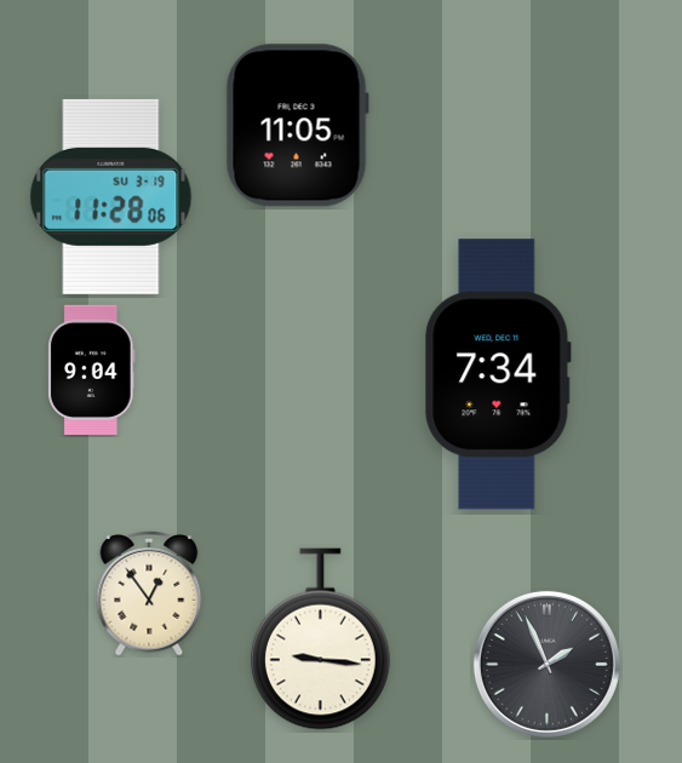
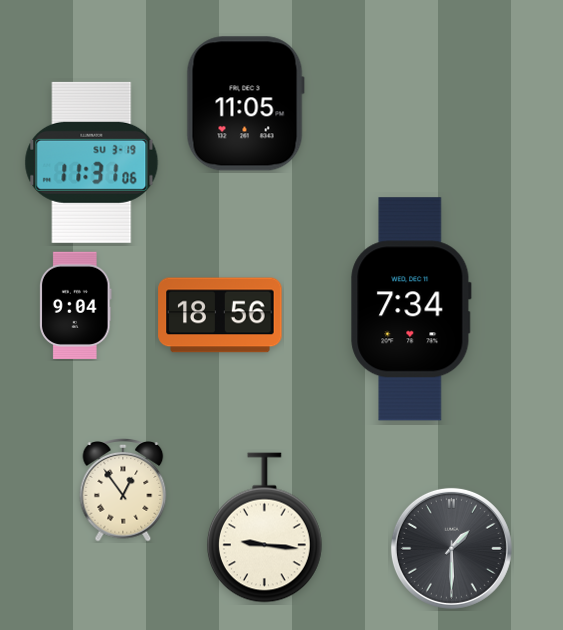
clock at (111, 196): 11:28 -> 11:31
clock at (220, 315): none -> 18:56
clock at (546, 664): 1:56 -> 1:30
